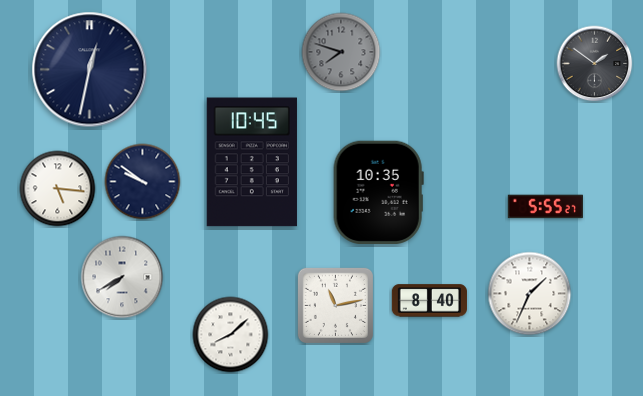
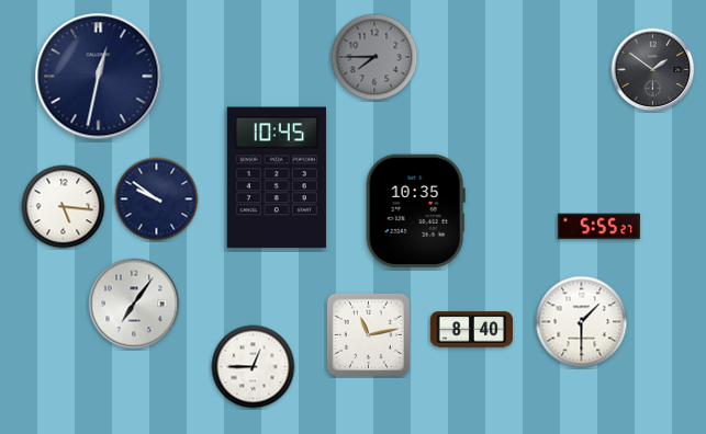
clock at (341, 52): 7:48 -> 7:45
clock at (122, 277): 7:40 -> 7:06
clock at (530, 294): 1:34 -> 1:30
clock at (231, 335): 8:08 -> 12:45
